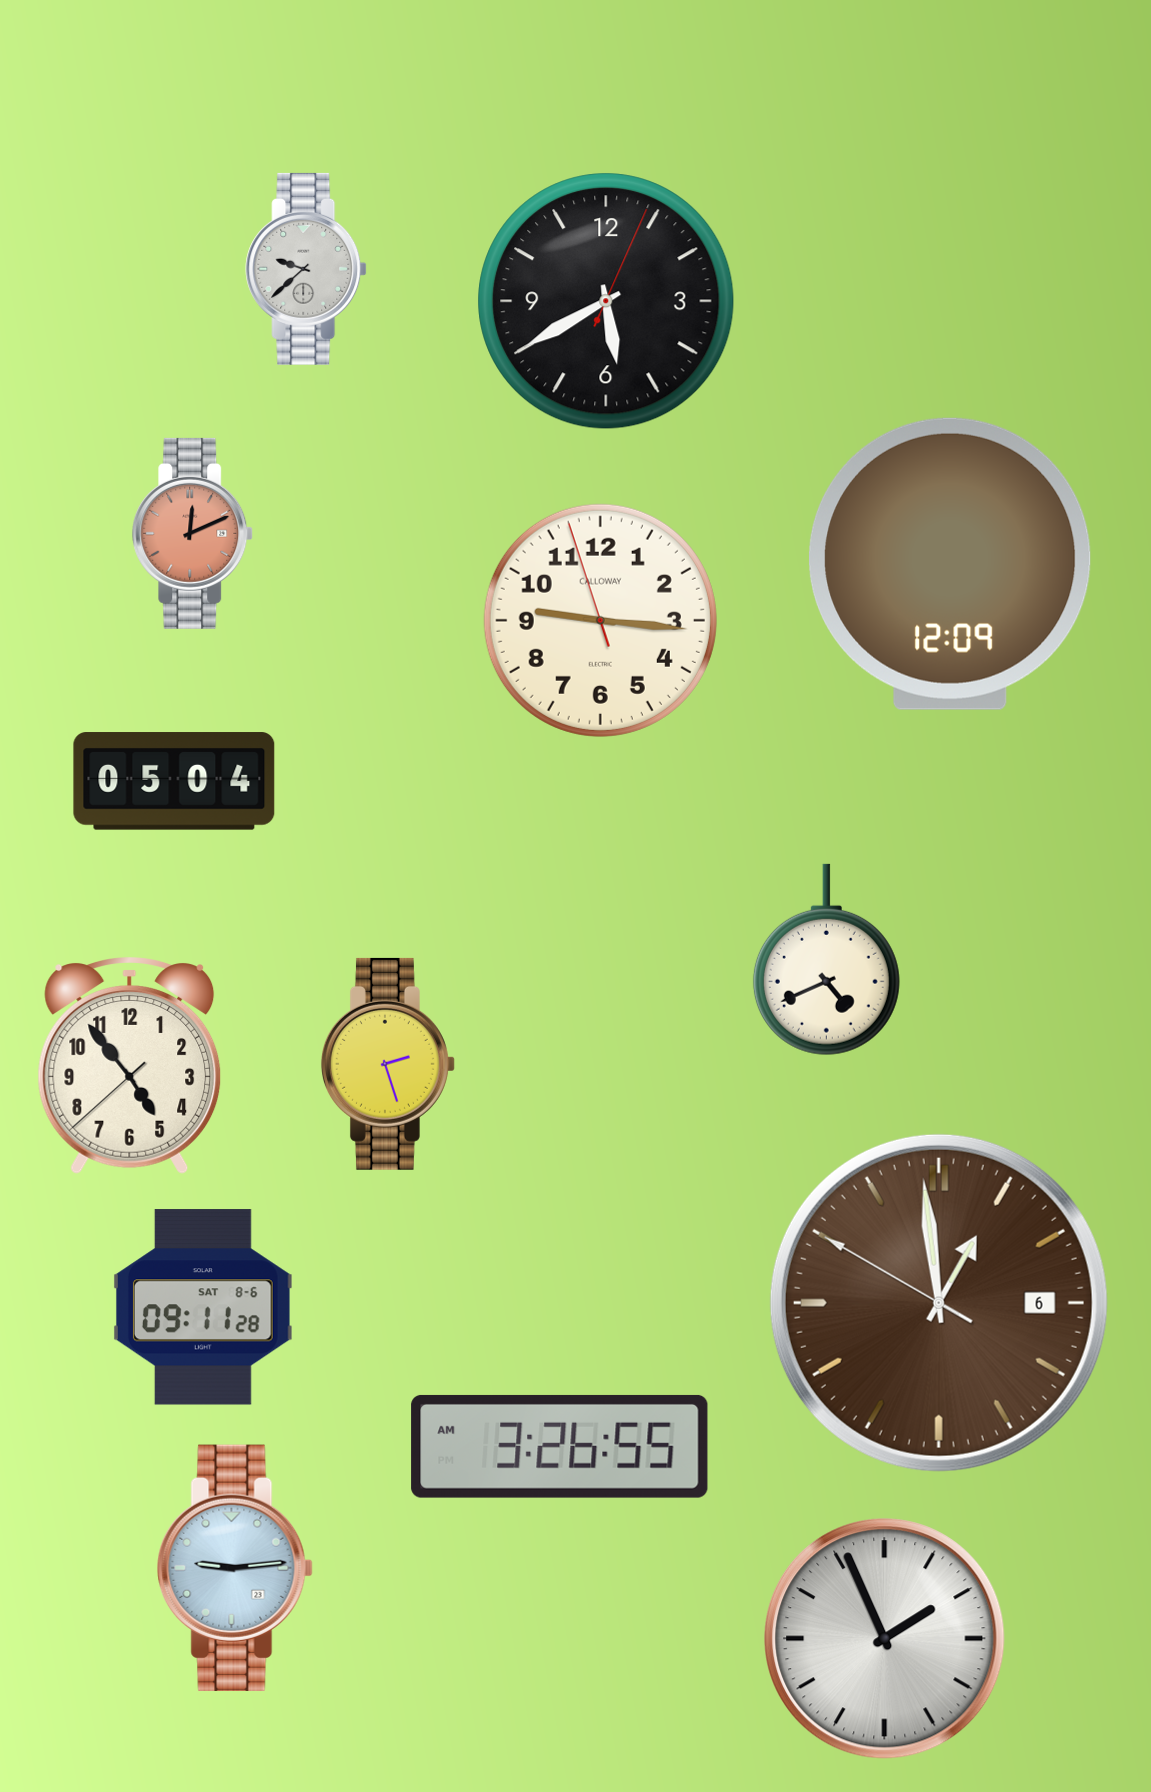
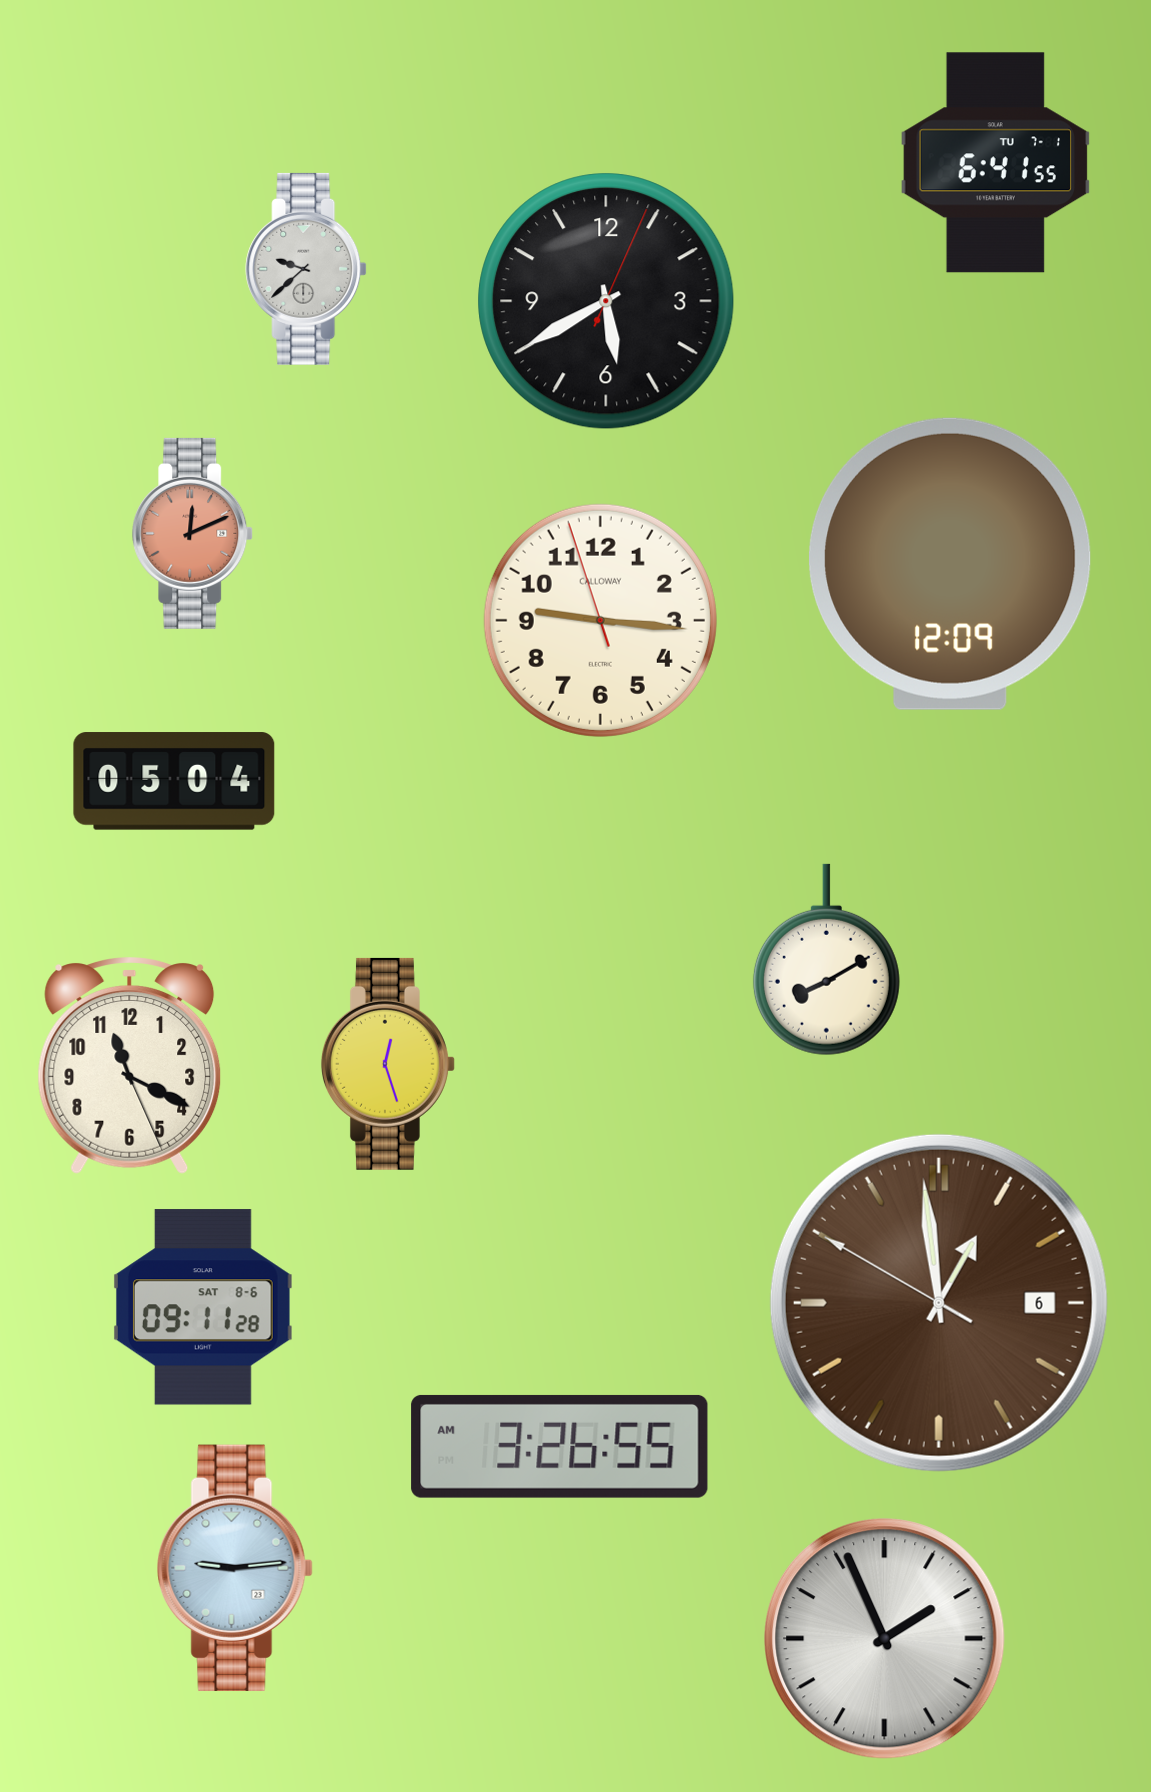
clock at (996, 163): none -> 6:41
clock at (826, 960): 4:41 -> 8:10
clock at (388, 1064): 2:27 -> 12:27
clock at (130, 1066): 4:53 -> 11:19
